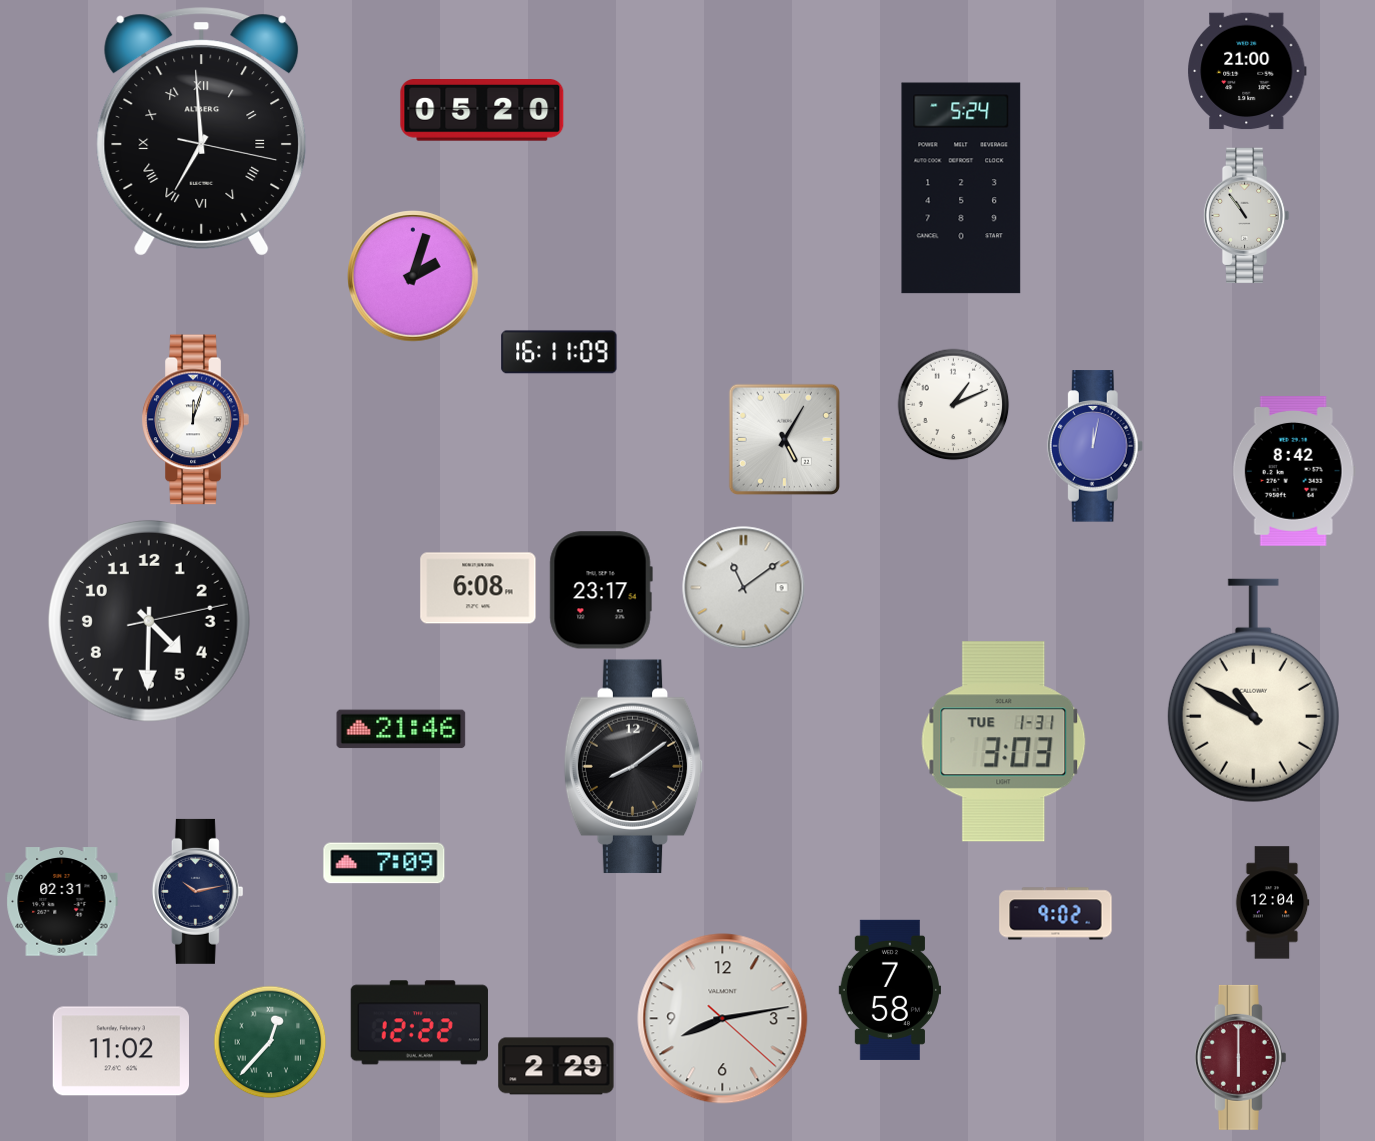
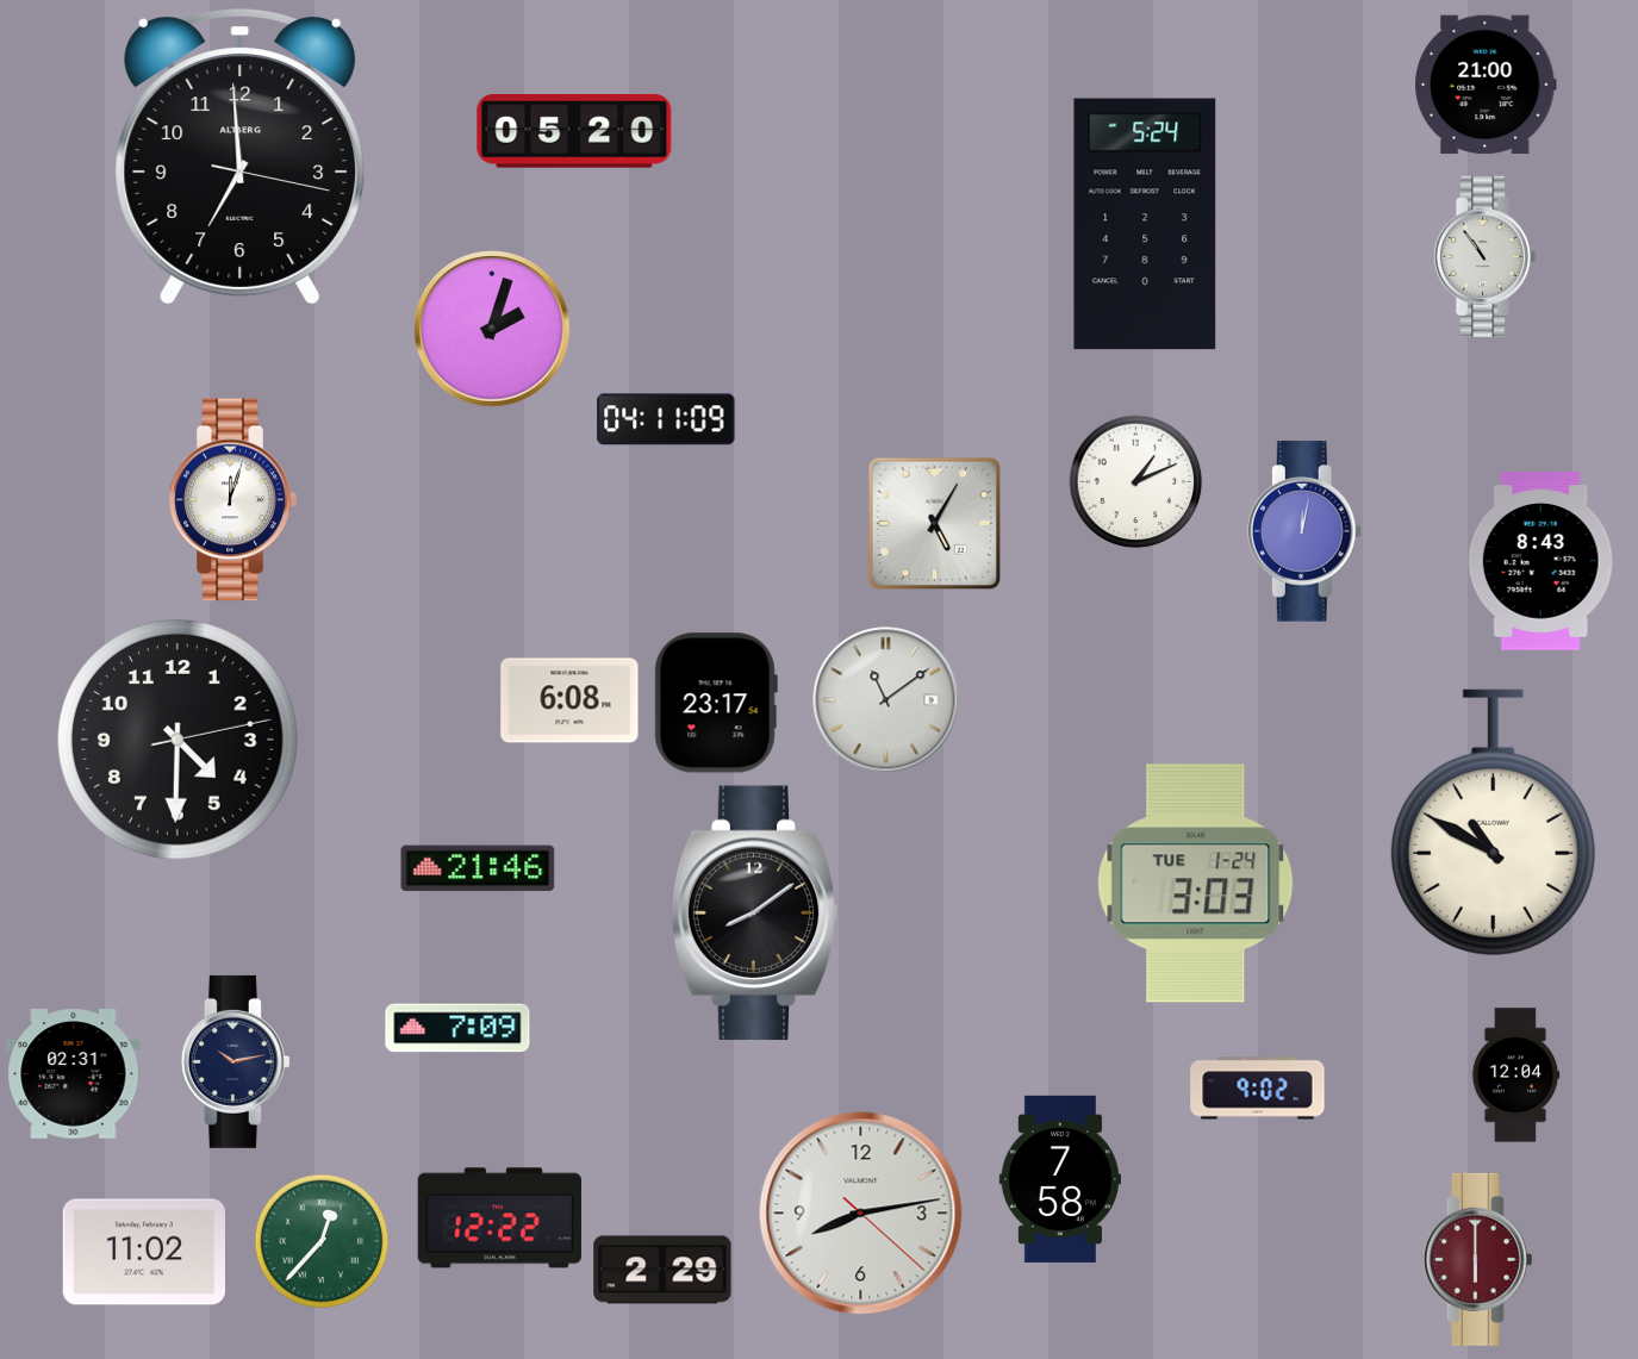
clock at (202, 132) numerals: Roman -> Arabic
clock at (559, 352): 16:11 -> 04:11
clock at (1294, 471): 8:42 -> 8:43
clock at (1004, 742) date: TUE 1-31 -> TUE 1-24
